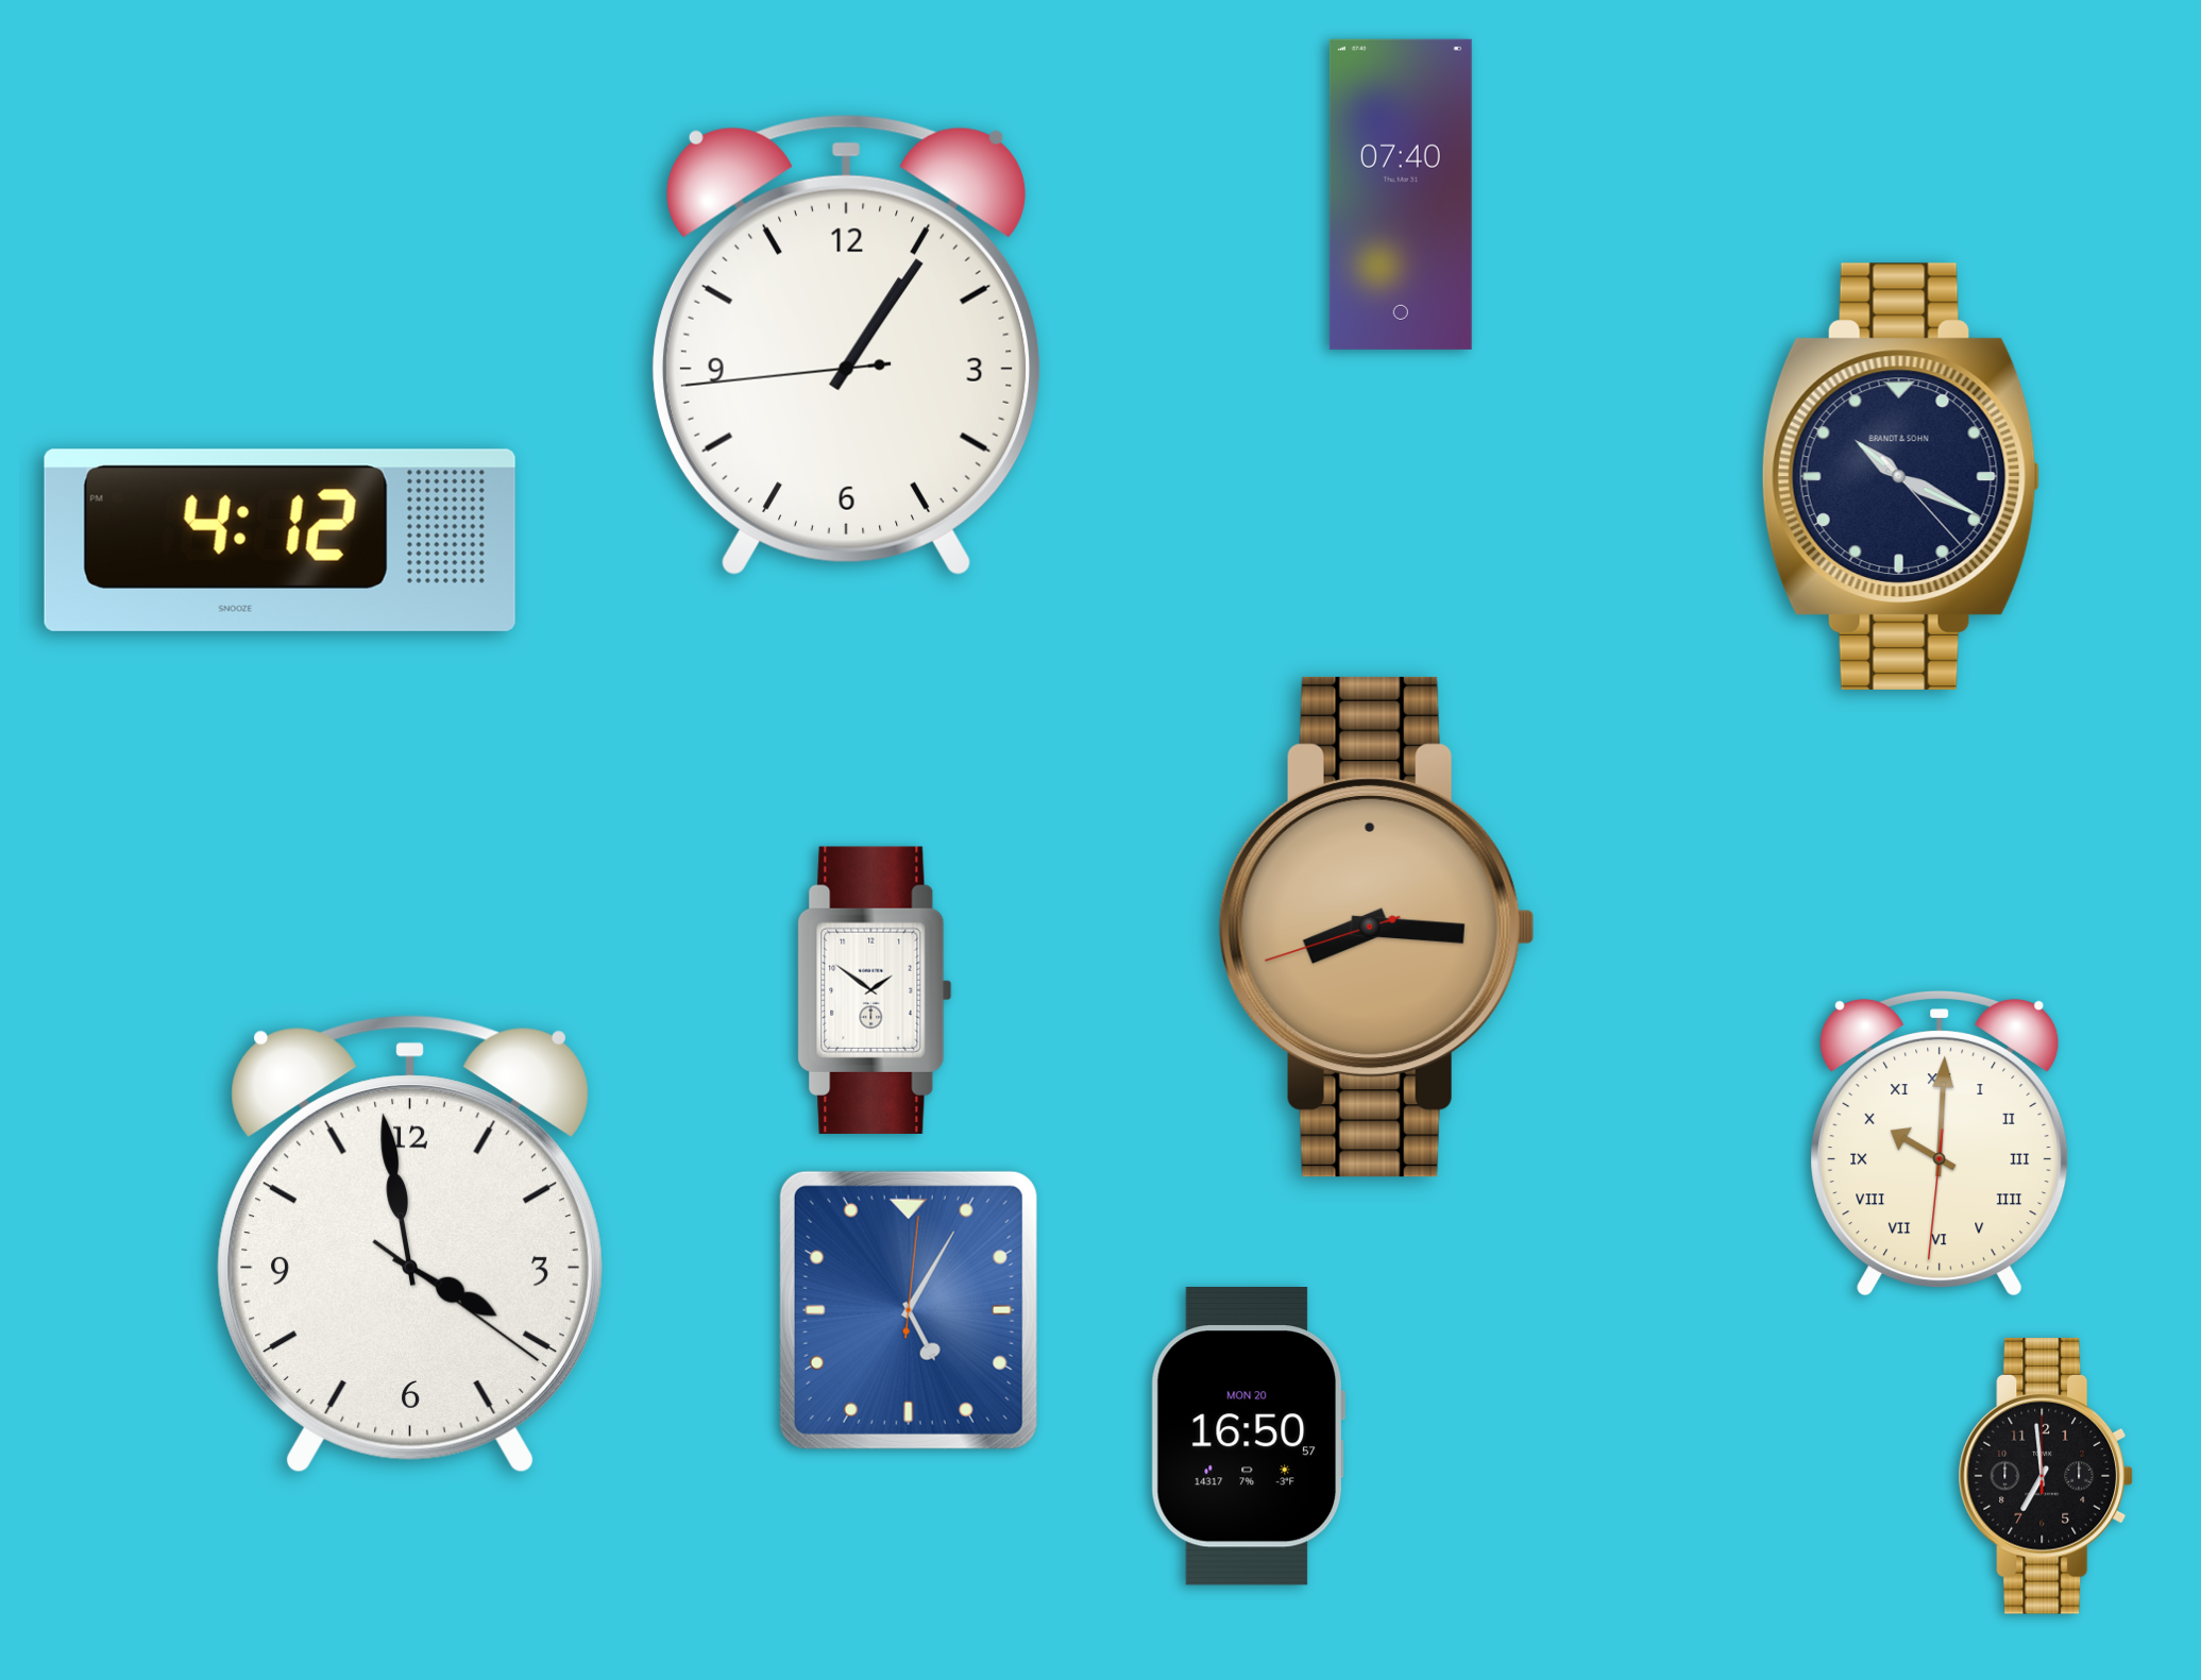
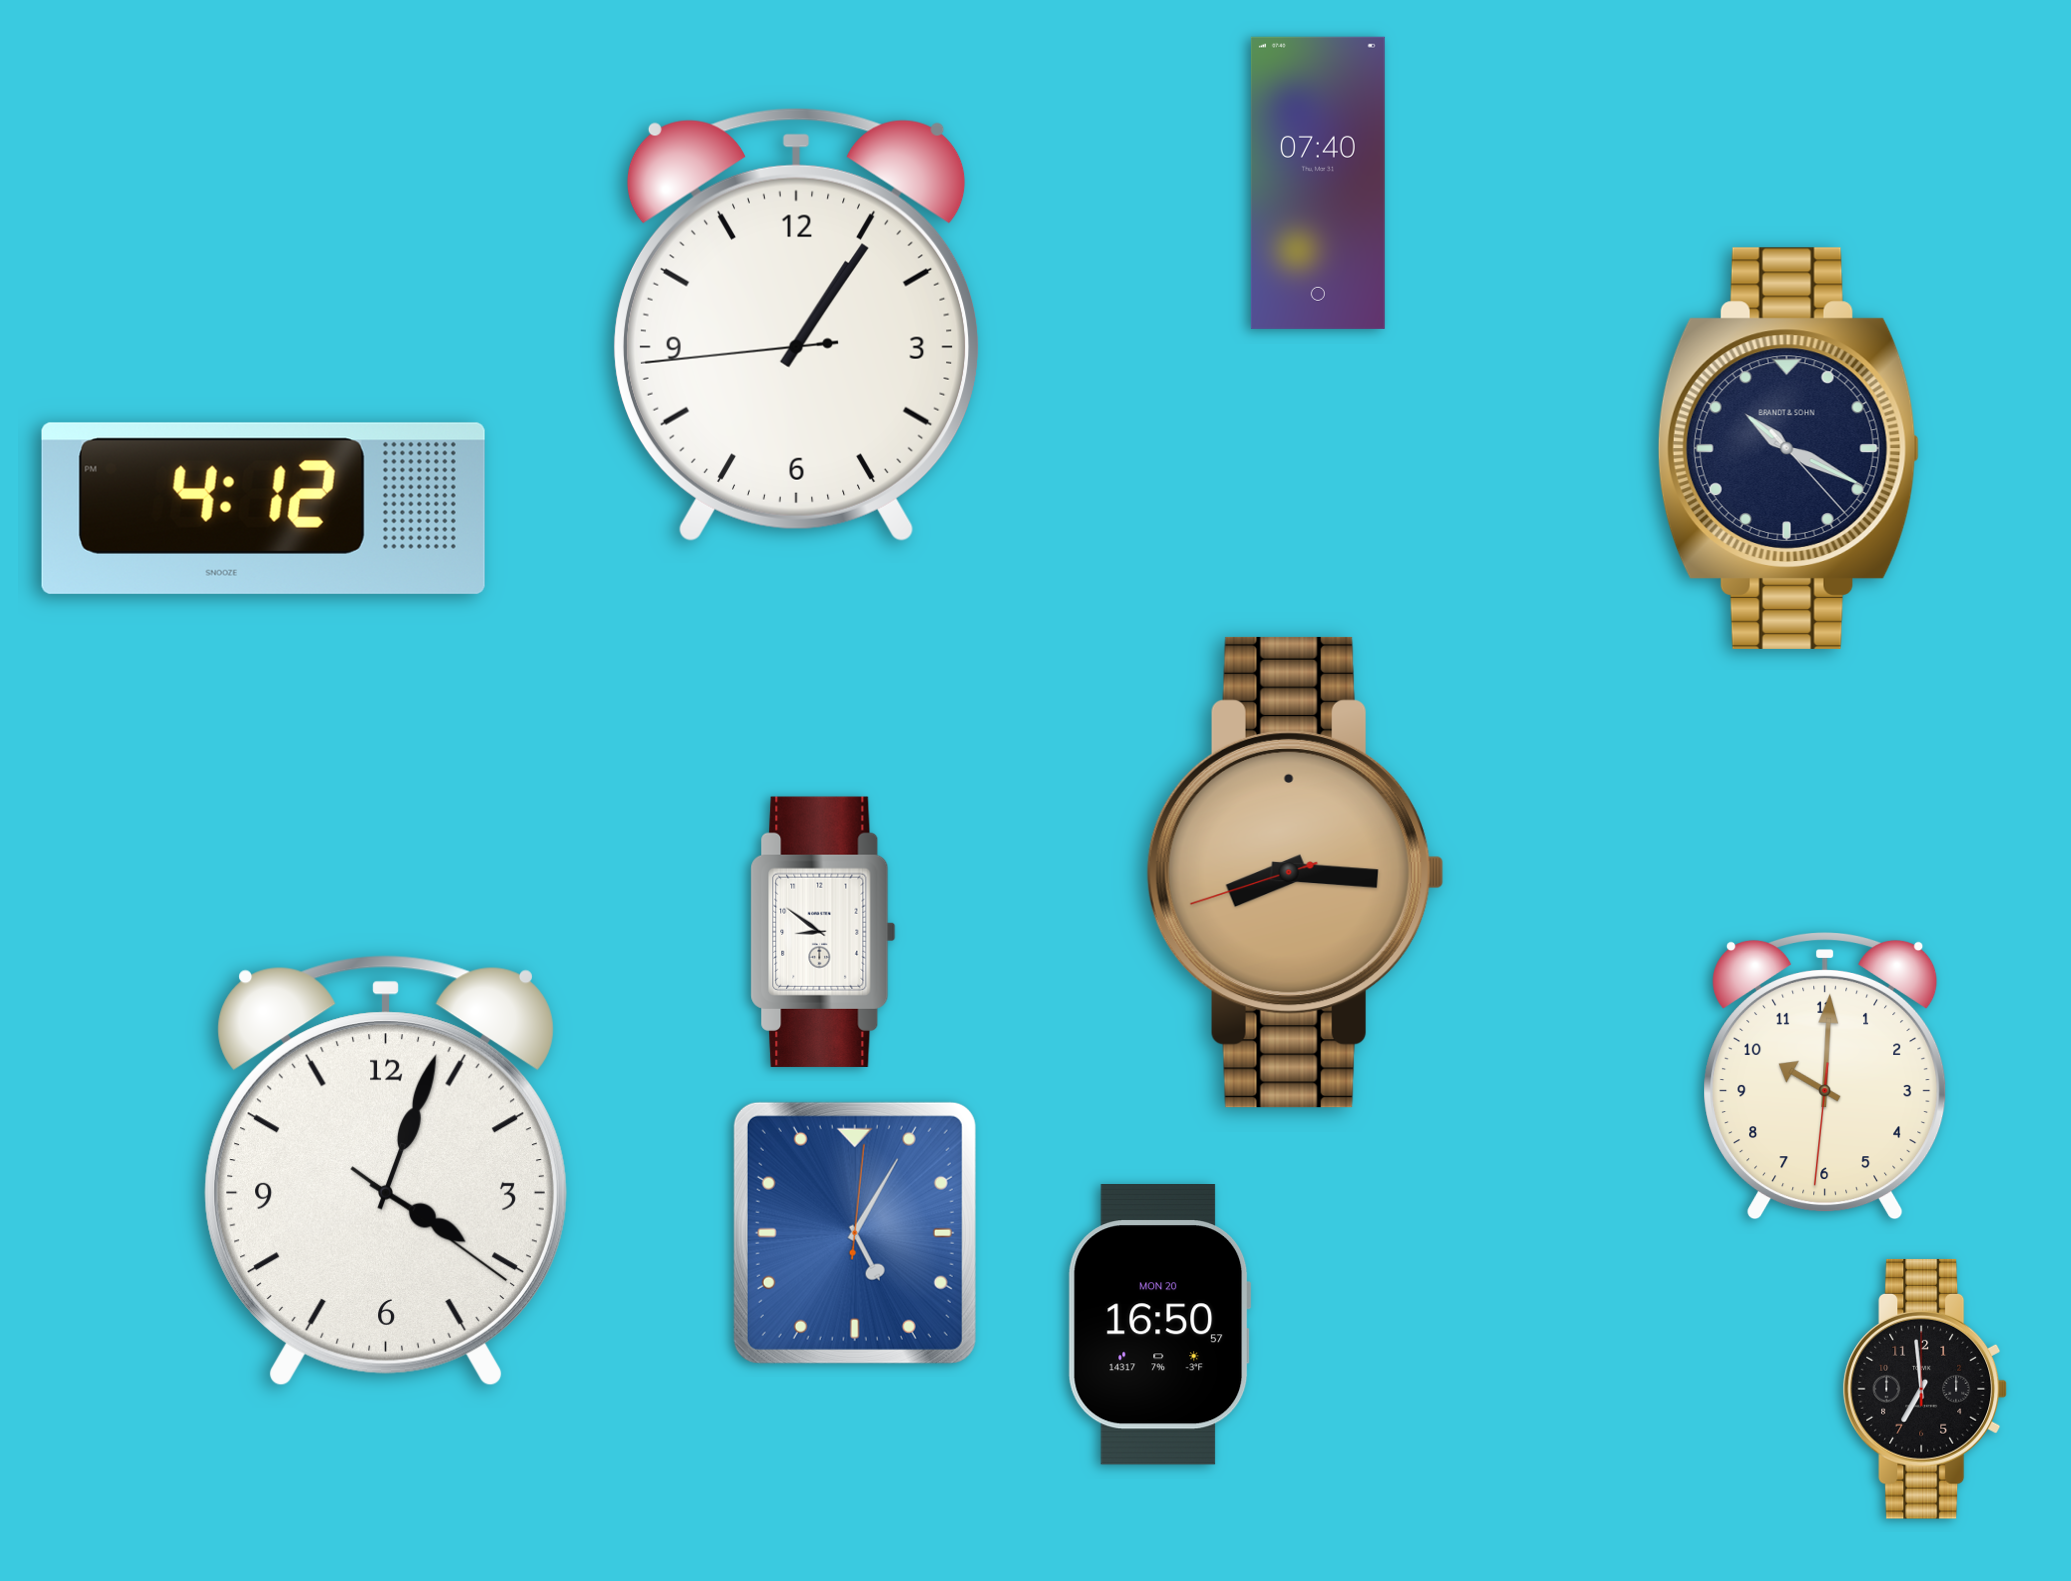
clock at (875, 990): 1:51 -> 8:51
clock at (1940, 1143) numerals: Roman -> Arabic
clock at (410, 1244): 3:58 -> 4:03
clock at (1248, 1437) position: (1248, 1437) -> (1159, 1325)
